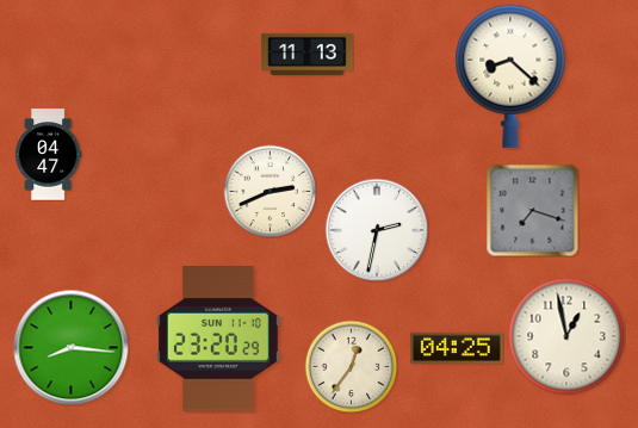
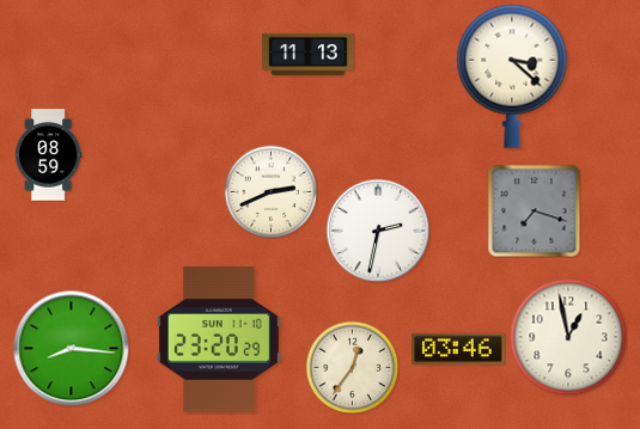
clock at (510, 76): 8:22 -> 3:22
clock at (48, 155): 04:47 -> 08:59
clock at (457, 348): 04:25 -> 03:46
